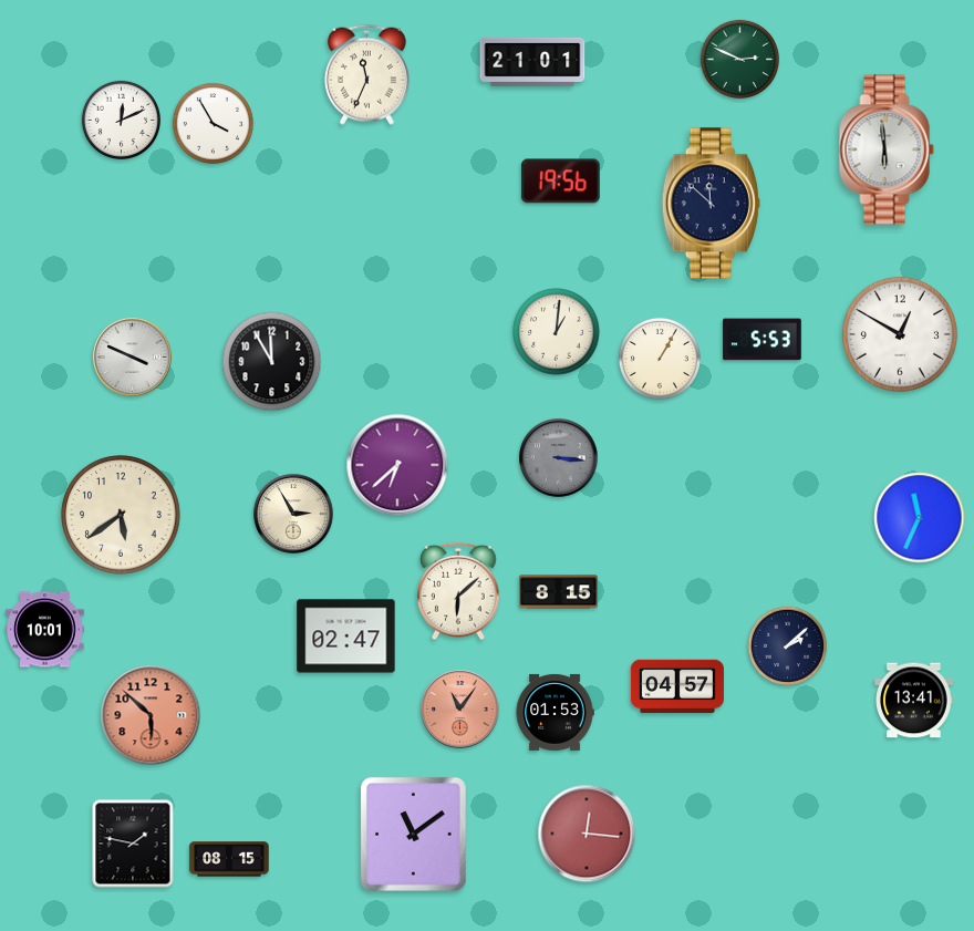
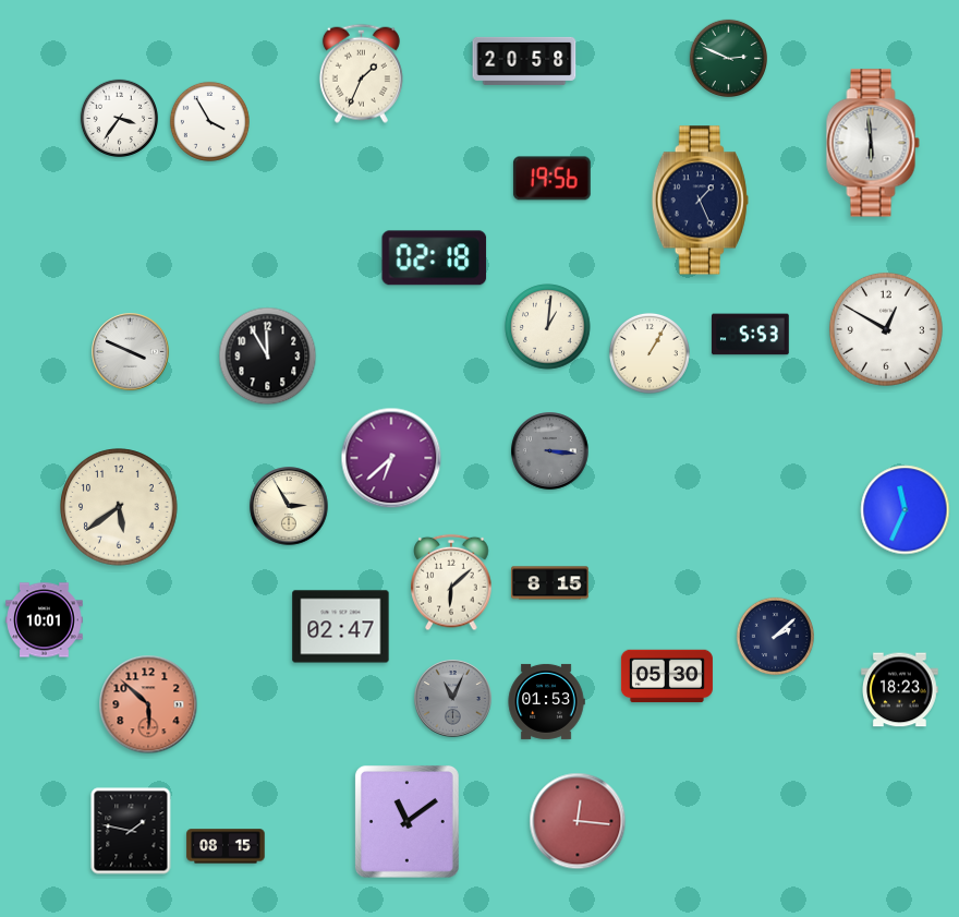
clock at (532, 62): 21:01 -> 20:58
clock at (366, 74): 11:34 -> 1:34
clock at (121, 120): 12:11 -> 3:36
clock at (887, 149) position: (887, 149) -> (873, 143)
clock at (711, 204): 11:52 -> 1:26
clock at (435, 258): none -> 02:18
clock at (677, 686): 04:57 -> 05:30
clock at (914, 701): 13:41 -> 18:23
clock at (460, 710): 11:06 -> 11:04
clock at (460, 710) dial: salmon -> grey
